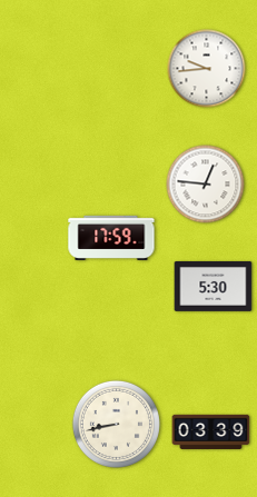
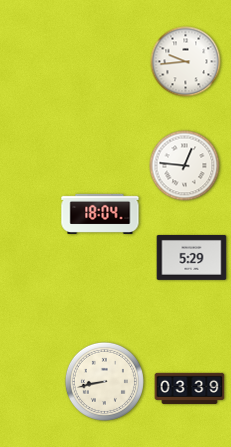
clock at (111, 238): 17:59 -> 18:04
clock at (214, 286): 5:30 -> 5:29
